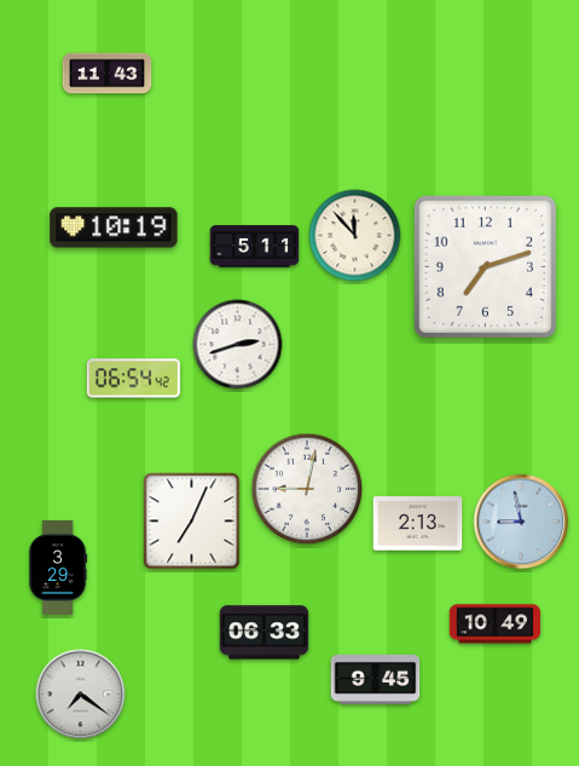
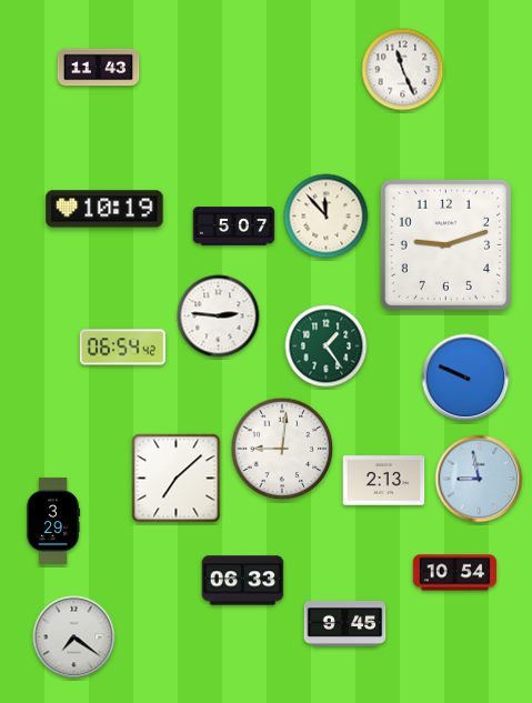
clock at (403, 70): none -> 11:26
clock at (255, 247): 5:11 -> 5:07
clock at (485, 266): 7:12 -> 9:12
clock at (238, 345): 2:42 -> 2:46
clock at (327, 347): none -> 1:24
clock at (465, 378): none -> 9:49
clock at (307, 489): 9:02 -> 9:01
clock at (192, 522): 7:04 -> 7:08
clock at (496, 624): 10:49 -> 10:54
